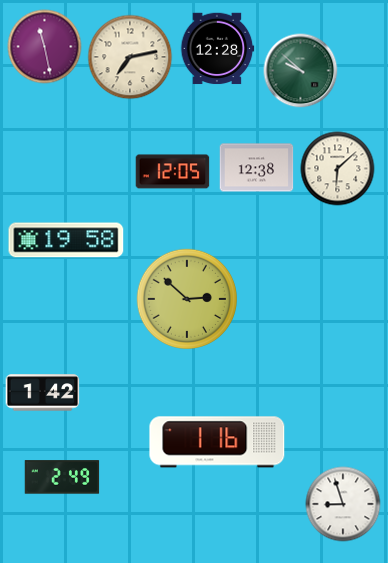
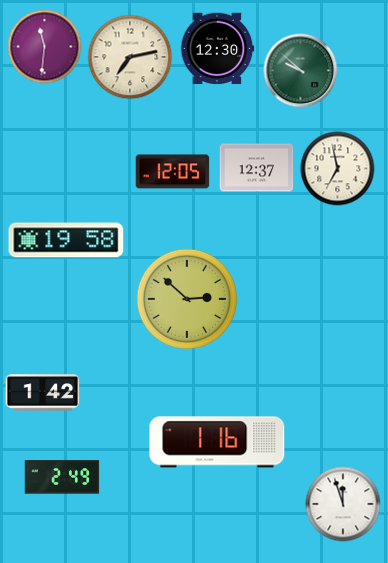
clock at (45, 47): 11:28 -> 11:31
clock at (217, 49): 12:28 -> 12:30
clock at (257, 168): 12:38 -> 12:37
clock at (338, 169): 6:08 -> 6:58
clock at (343, 504): 8:57 -> 11:57
